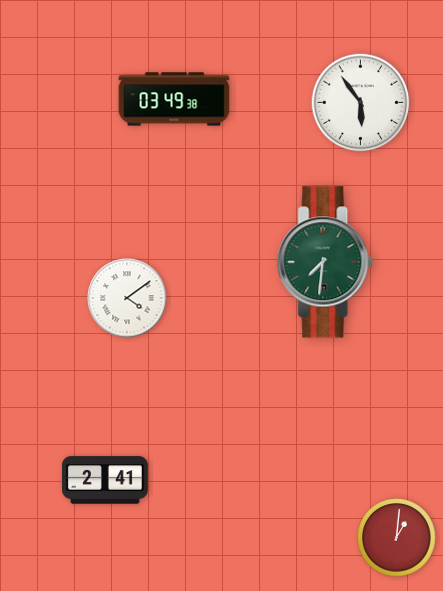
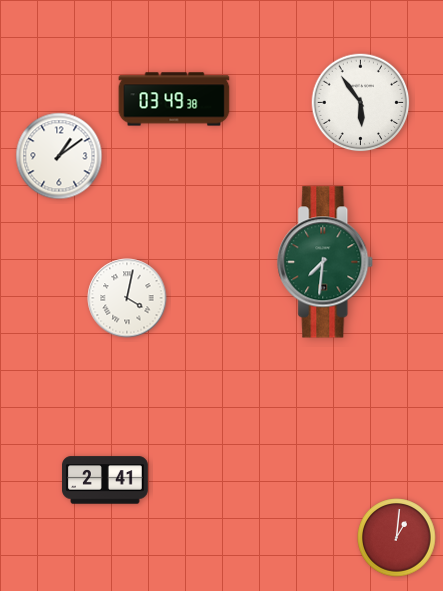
clock at (59, 156): none -> 1:09
clock at (127, 298): 4:09 -> 4:02
